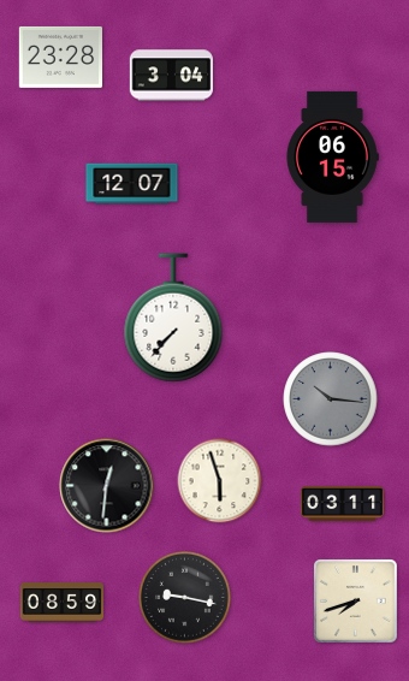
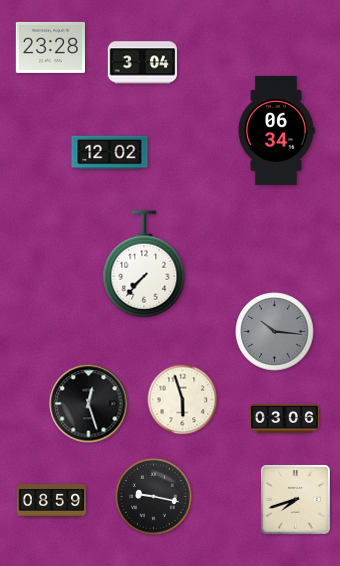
clock at (332, 156): 06:15 -> 06:34
clock at (132, 184): 12:07 -> 12:02
clock at (107, 486): 12:31 -> 12:27
clock at (343, 503): 03:11 -> 03:06
